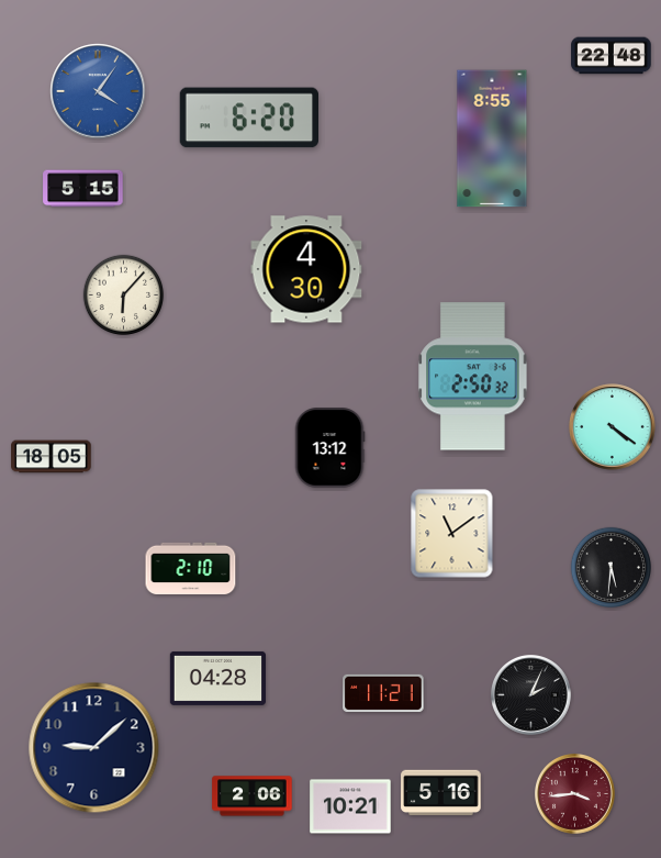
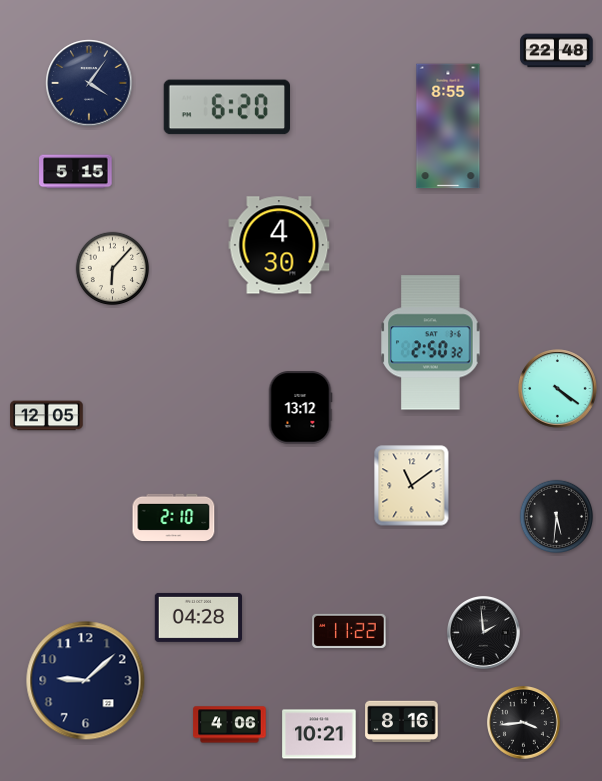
clock at (98, 91) dial: blue -> navy
clock at (52, 457): 18:05 -> 12:05
clock at (383, 693): 11:21 -> 11:22
clock at (531, 695): 2:04 -> 1:59
clock at (441, 793): 5:16 -> 8:16
clock at (575, 794) dial: burgundy -> black
clock at (253, 796): 2:06 -> 4:06
